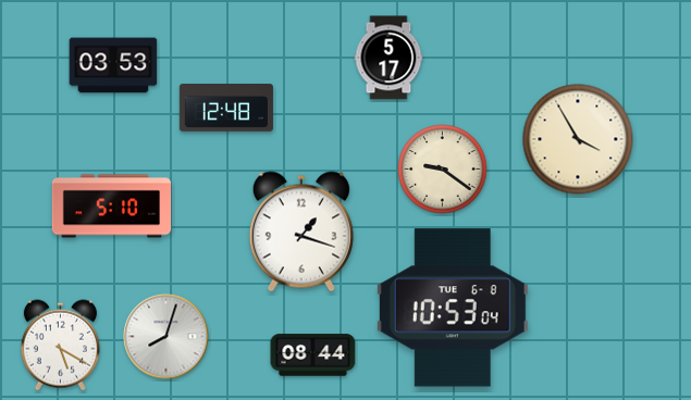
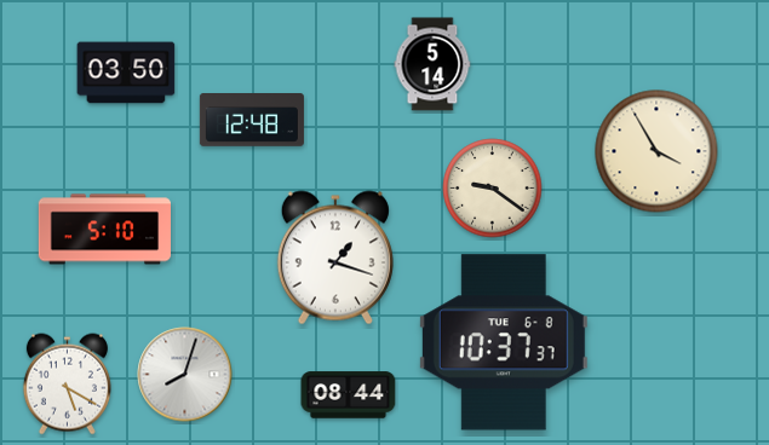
clock at (388, 58): 5:17 -> 5:14
clock at (113, 65): 03:53 -> 03:50
clock at (578, 139) position: (578, 139) -> (656, 151)
clock at (111, 207) position: (111, 207) -> (104, 230)
clock at (453, 308): 10:53 -> 10:37
